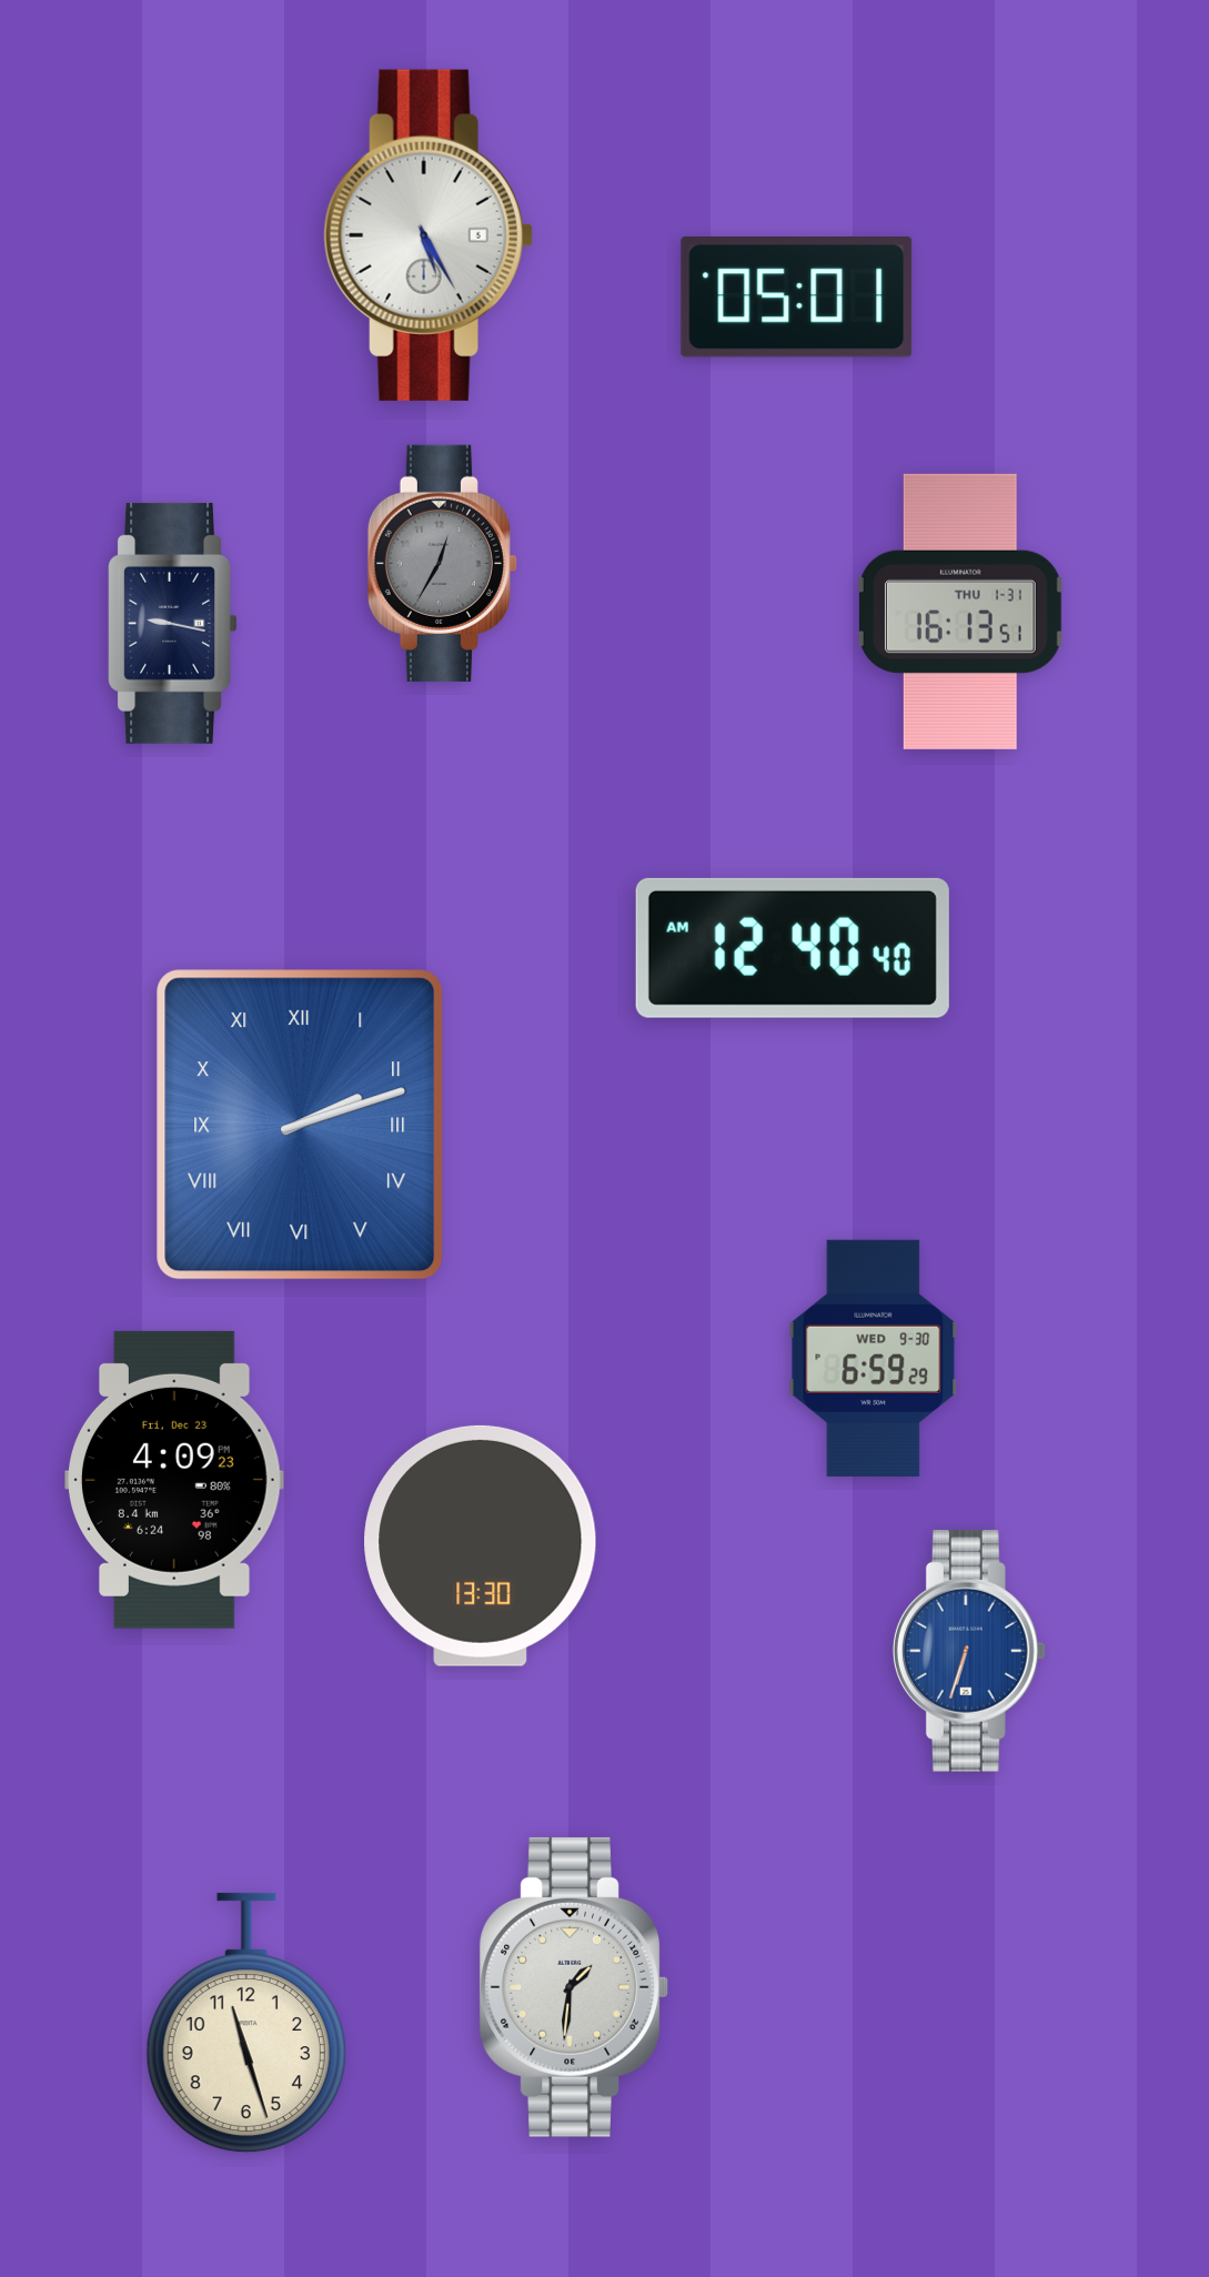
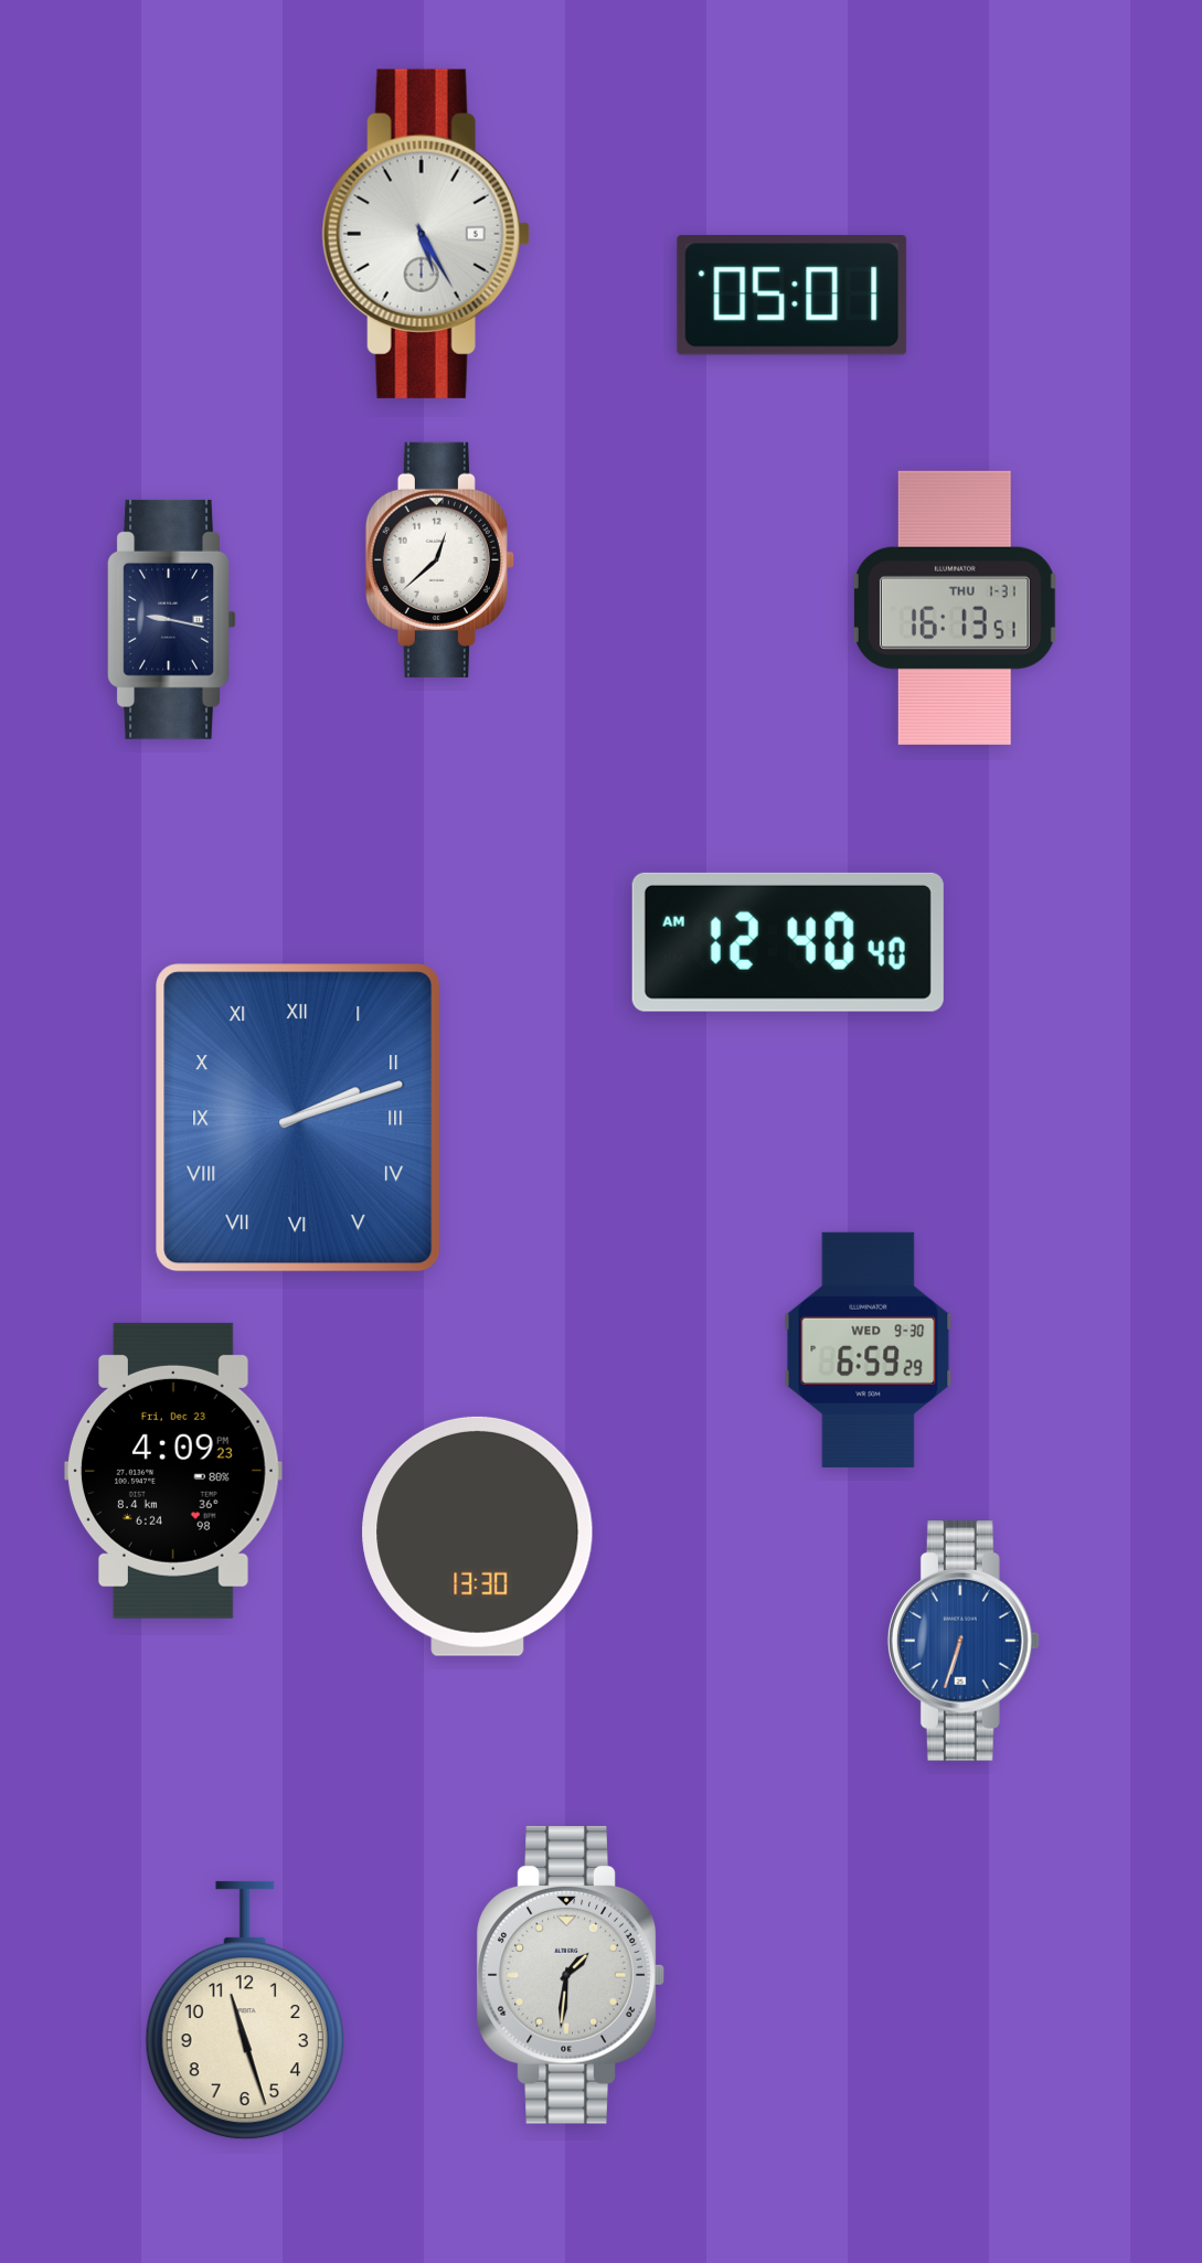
clock at (442, 563): 12:35 -> 12:38
clock at (442, 563) dial: grey -> white
